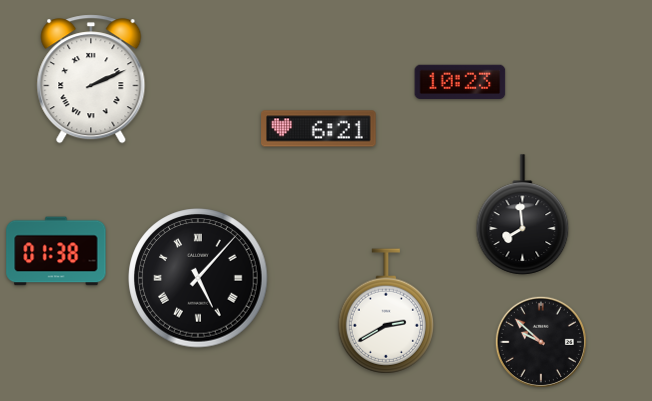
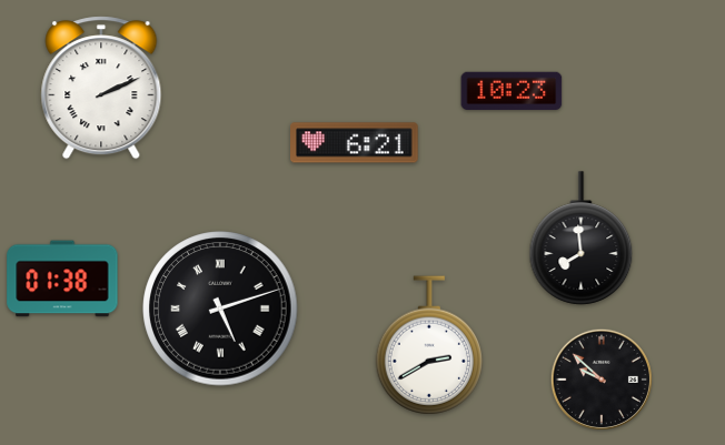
clock at (198, 278): 5:07 -> 5:12
